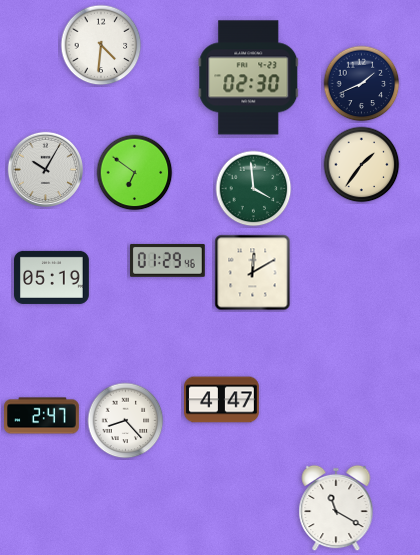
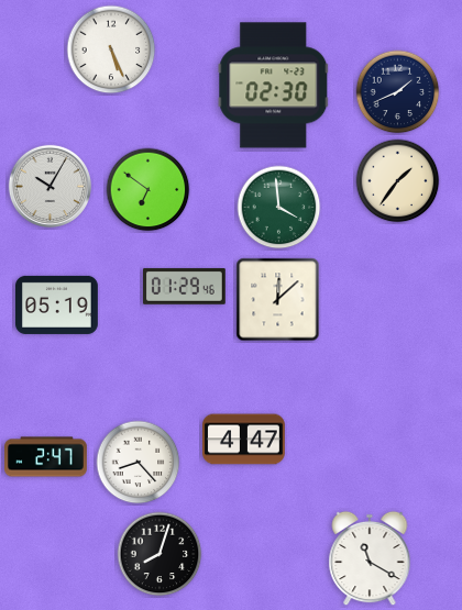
clock at (101, 45): 4:31 -> 5:26
clock at (253, 273): 12:10 -> 12:08
clock at (159, 554): none -> 8:03
